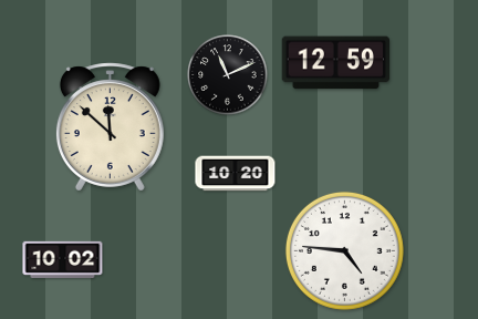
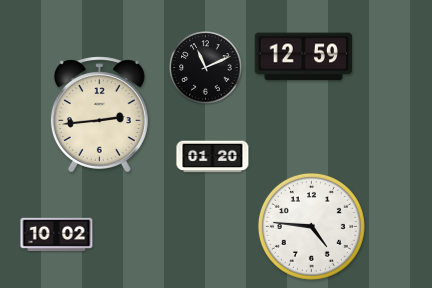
clock at (110, 127): 11:52 -> 2:44
clock at (236, 174): 10:20 -> 01:20
